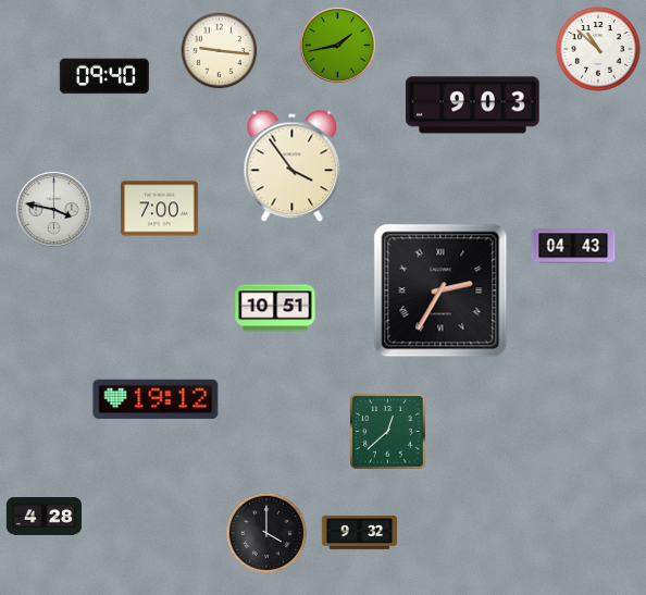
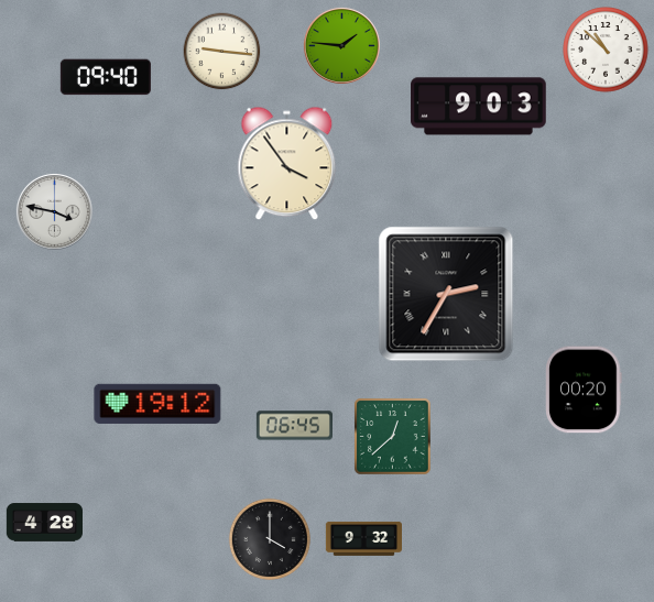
clock at (337, 45): 1:43 -> 1:46
clock at (293, 166) position: (293, 166) -> (287, 164)
clock at (160, 209): 7:00 -> none
clock at (573, 246): 04:43 -> none
clock at (275, 308): 10:51 -> none
clock at (584, 390): none -> 00:20
clock at (294, 426): none -> 06:45
